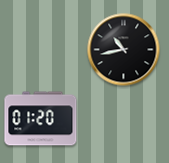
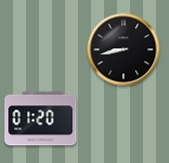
clock at (124, 50): 10:43 -> 8:43
